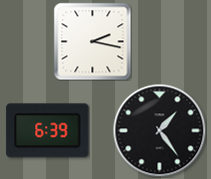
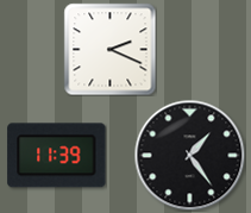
clock at (92, 41): 2:17 -> 2:19
clock at (48, 131): 6:39 -> 11:39
